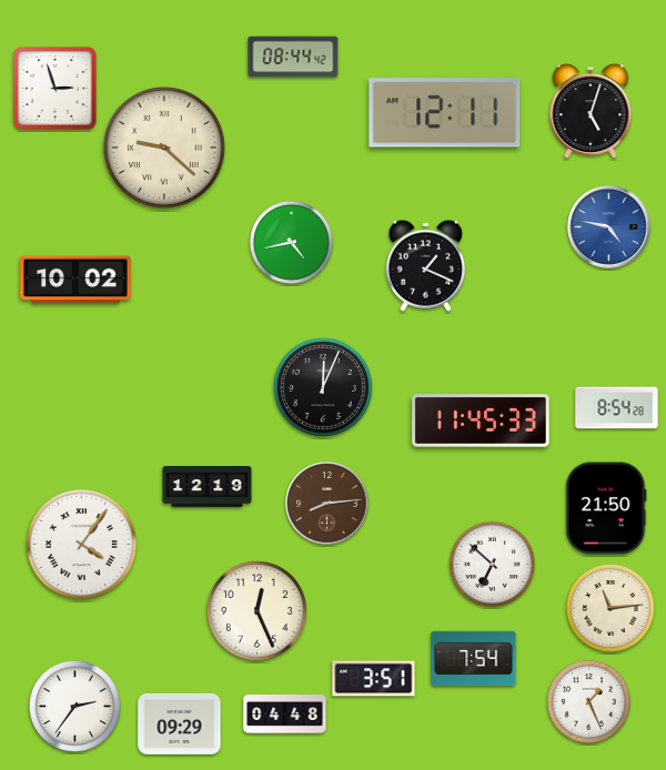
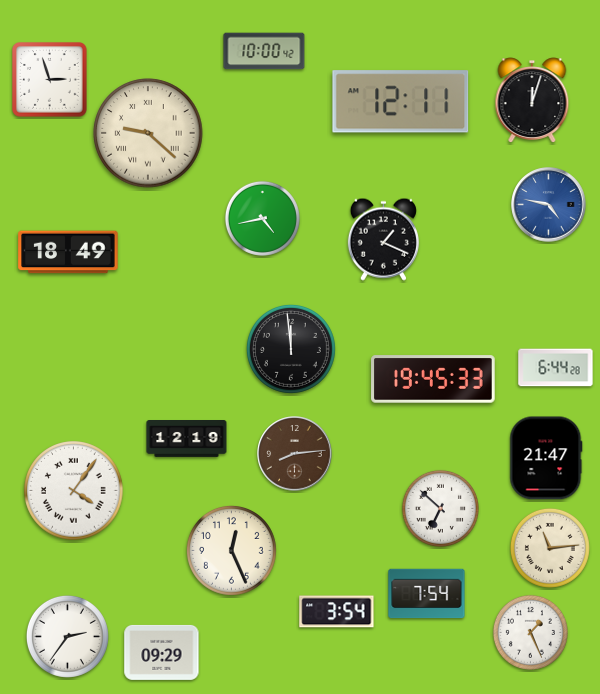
clock at (293, 57): 08:44 -> 10:00
clock at (591, 111): 5:03 -> 12:03
clock at (75, 280): 10:02 -> 18:49
clock at (323, 387): 12:04 -> 11:59
clock at (617, 408): 8:54 -> 6:44
clock at (481, 421): 11:45 -> 19:45
clock at (606, 508): 21:50 -> 21:47
clock at (492, 564) position: (492, 564) -> (440, 508)
clock at (374, 679): 3:51 -> 3:54
clock at (285, 715): 04:48 -> none
